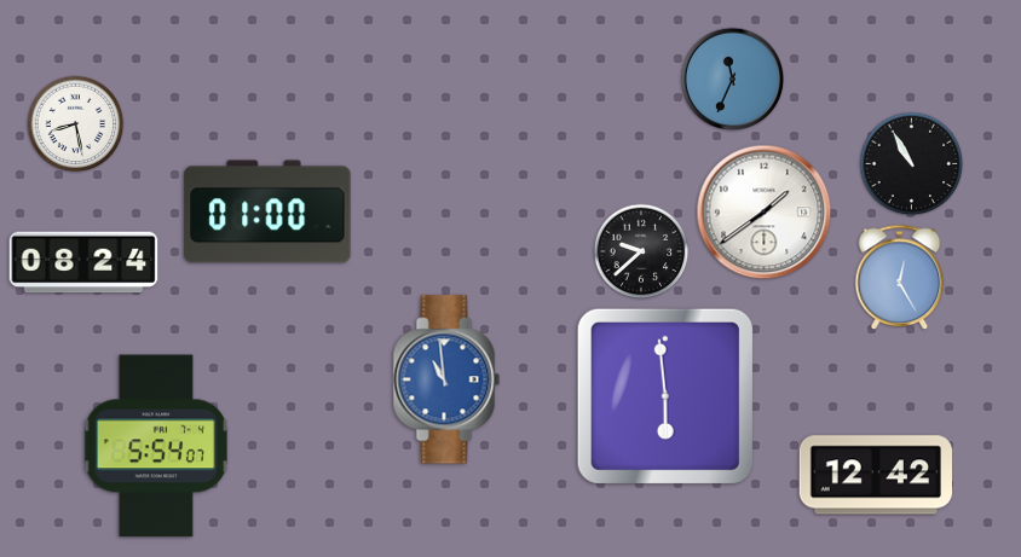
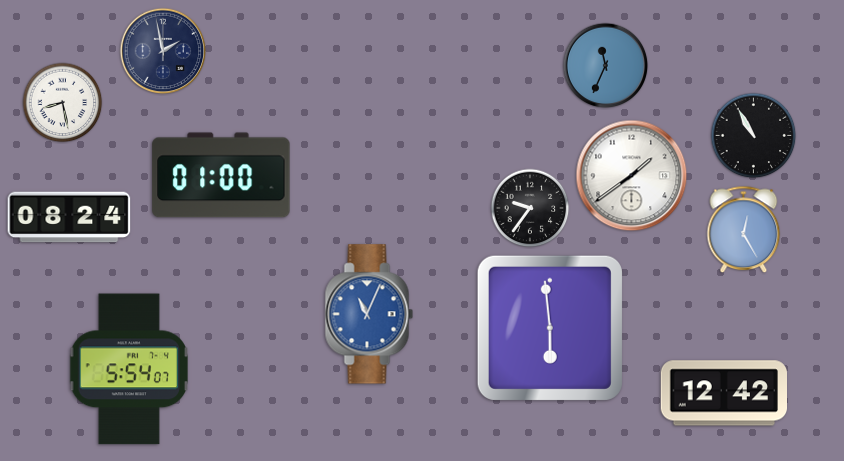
clock at (163, 51): none -> 1:58
clock at (641, 251): 9:38 -> 9:36
clock at (446, 379): 10:59 -> 11:04
